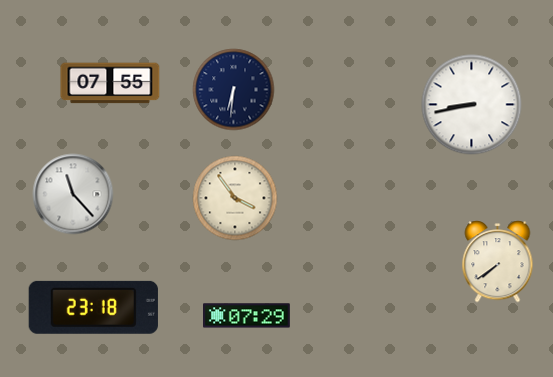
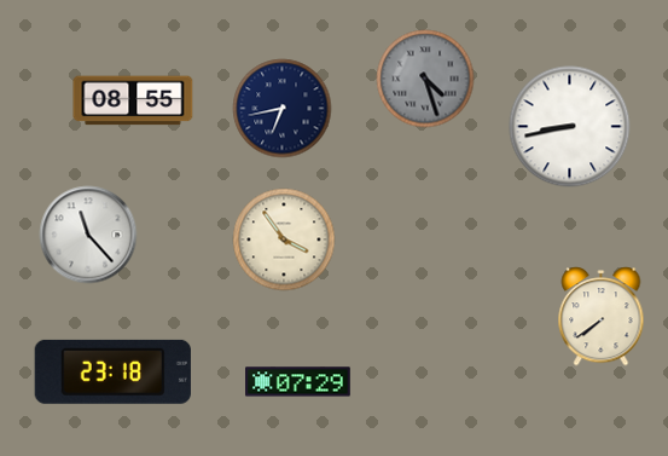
clock at (425, 79): none -> 4:27
clock at (110, 83): 07:55 -> 08:55
clock at (234, 90): 6:31 -> 6:43
